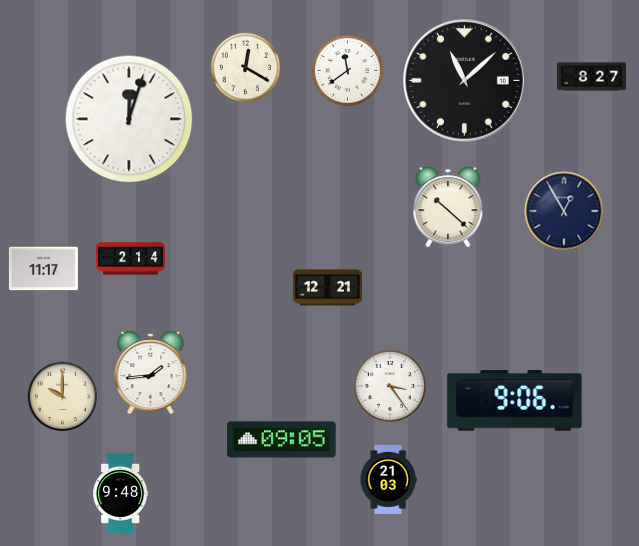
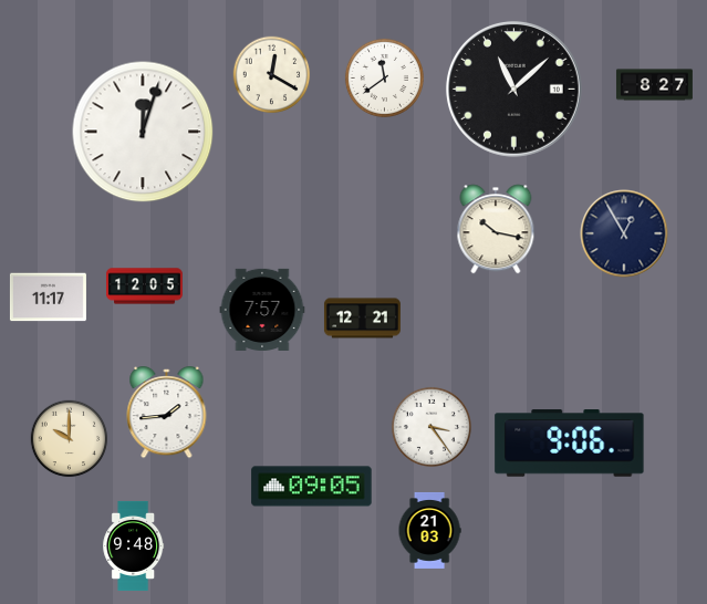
clock at (448, 207): 10:22 -> 10:17
clock at (130, 259): 2:14 -> 12:05
clock at (262, 310): none -> 7:57
